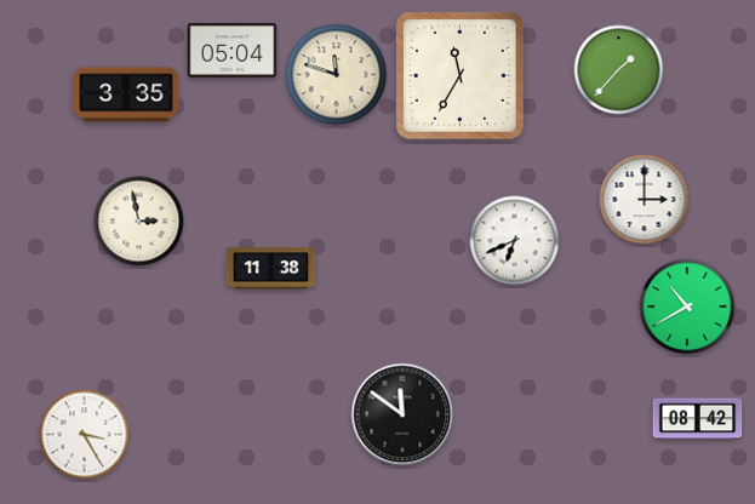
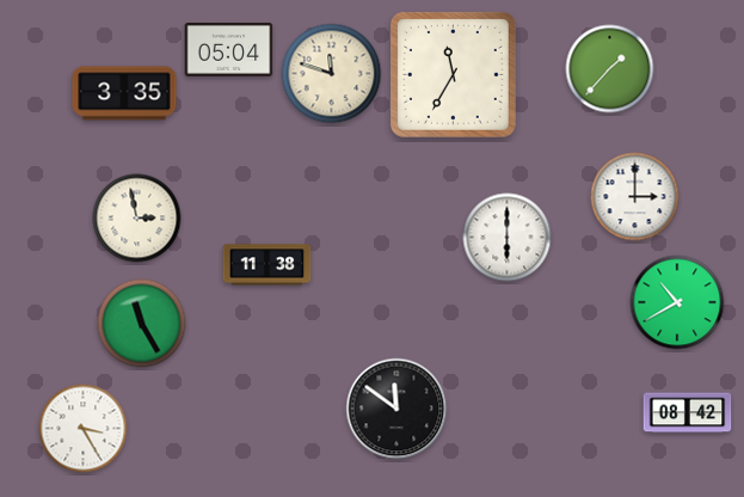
clock at (515, 241): 6:41 -> 6:00
clock at (142, 324): none -> 11:25
